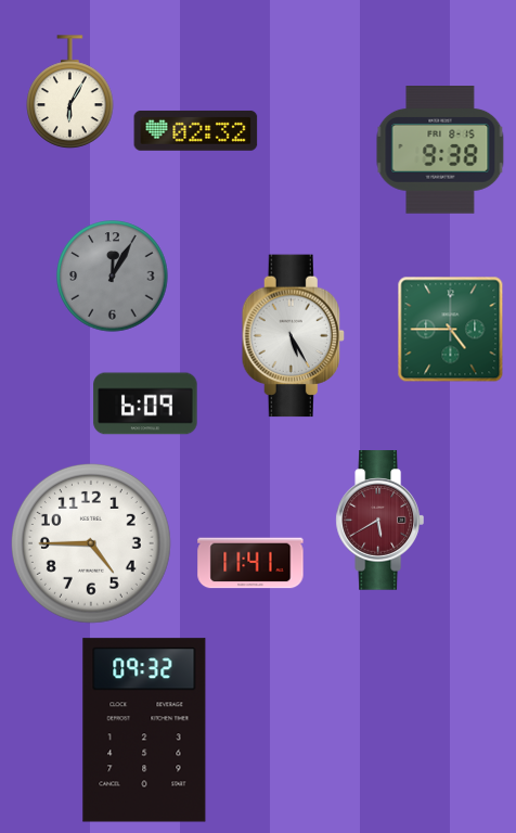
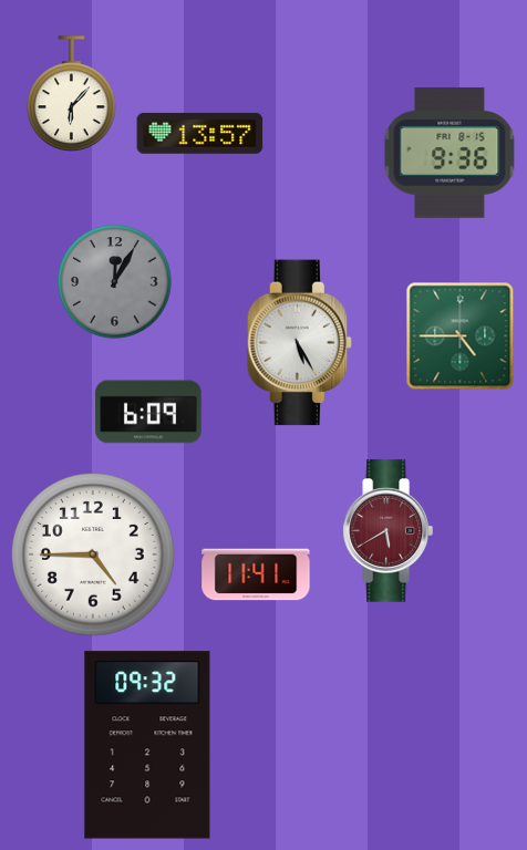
clock at (70, 92): 6:05 -> 6:07
clock at (196, 130): 02:32 -> 13:57
clock at (440, 151): 9:38 -> 9:36
